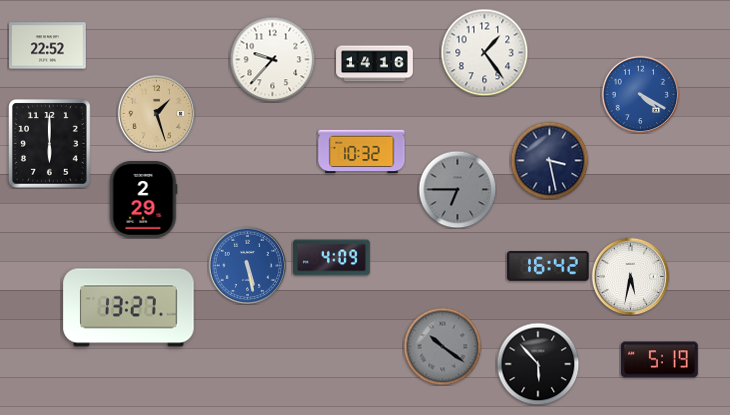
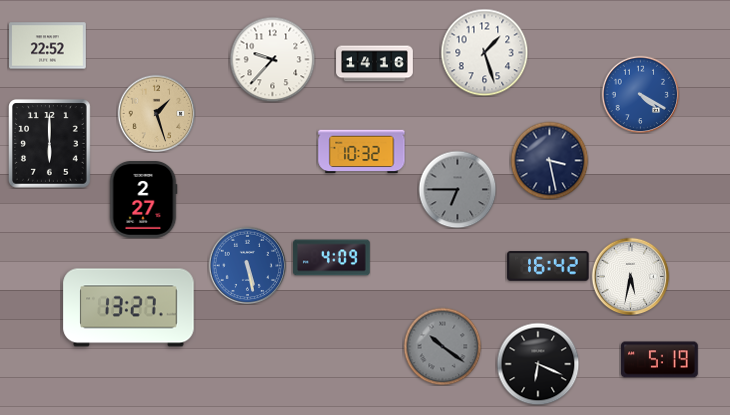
clock at (484, 52): 1:24 -> 1:27
clock at (143, 200): 2:29 -> 2:27
clock at (538, 364): 5:53 -> 6:19
